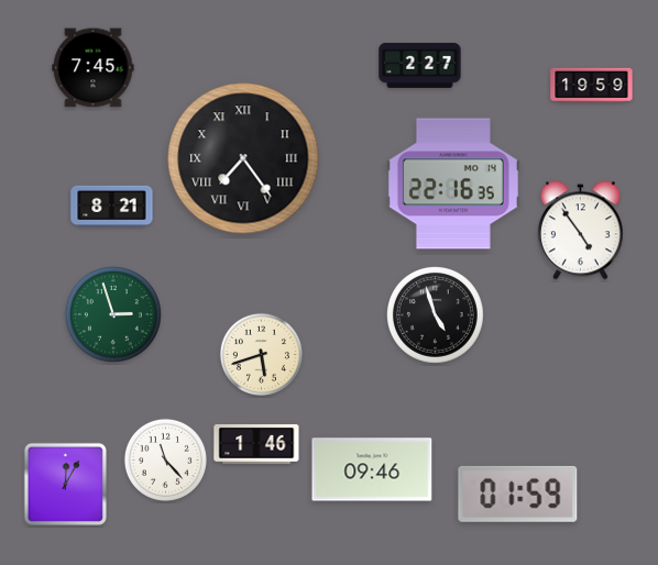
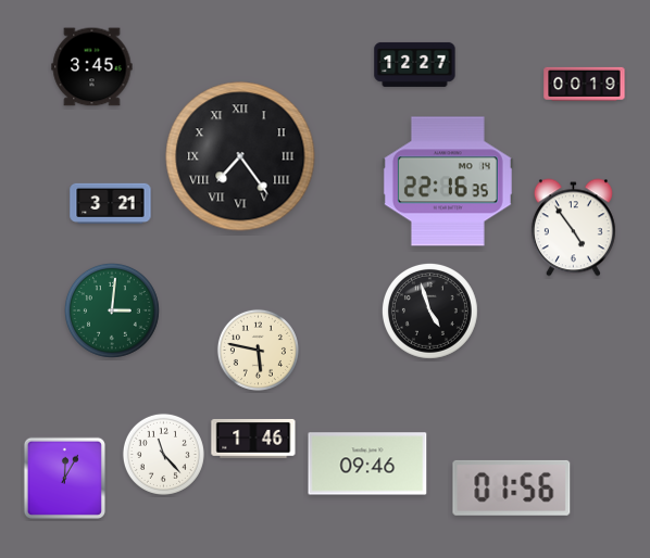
clock at (420, 65): 2:27 -> 12:27
clock at (94, 68): 7:45 -> 3:45
clock at (592, 85): 19:59 -> 00:19
clock at (112, 206): 8:21 -> 3:21
clock at (113, 314): 2:57 -> 3:01
clock at (261, 354): 5:42 -> 5:47
clock at (518, 494): 01:59 -> 01:56
